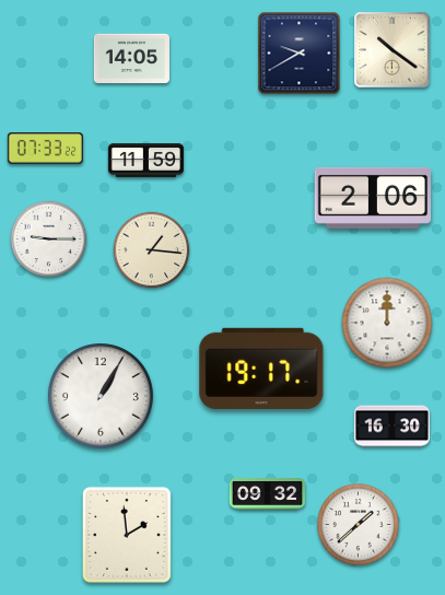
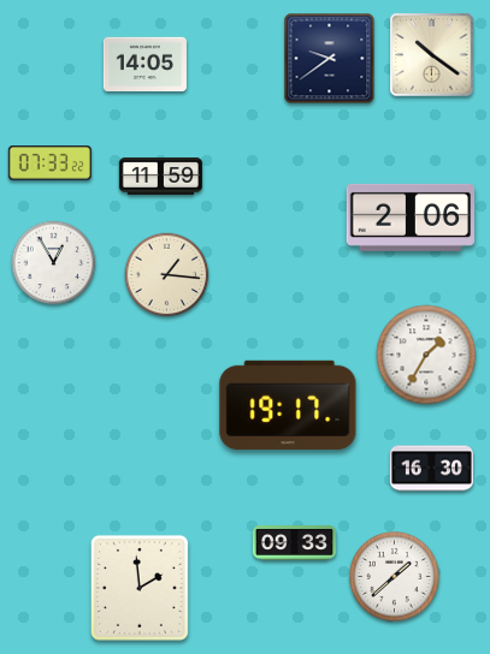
clock at (300, 54): 9:40 -> 9:39
clock at (49, 240): 9:15 -> 12:55
clock at (387, 323): 12:00 -> 1:35
clock at (102, 397): 1:05 -> none
clock at (267, 494): 09:32 -> 09:33
